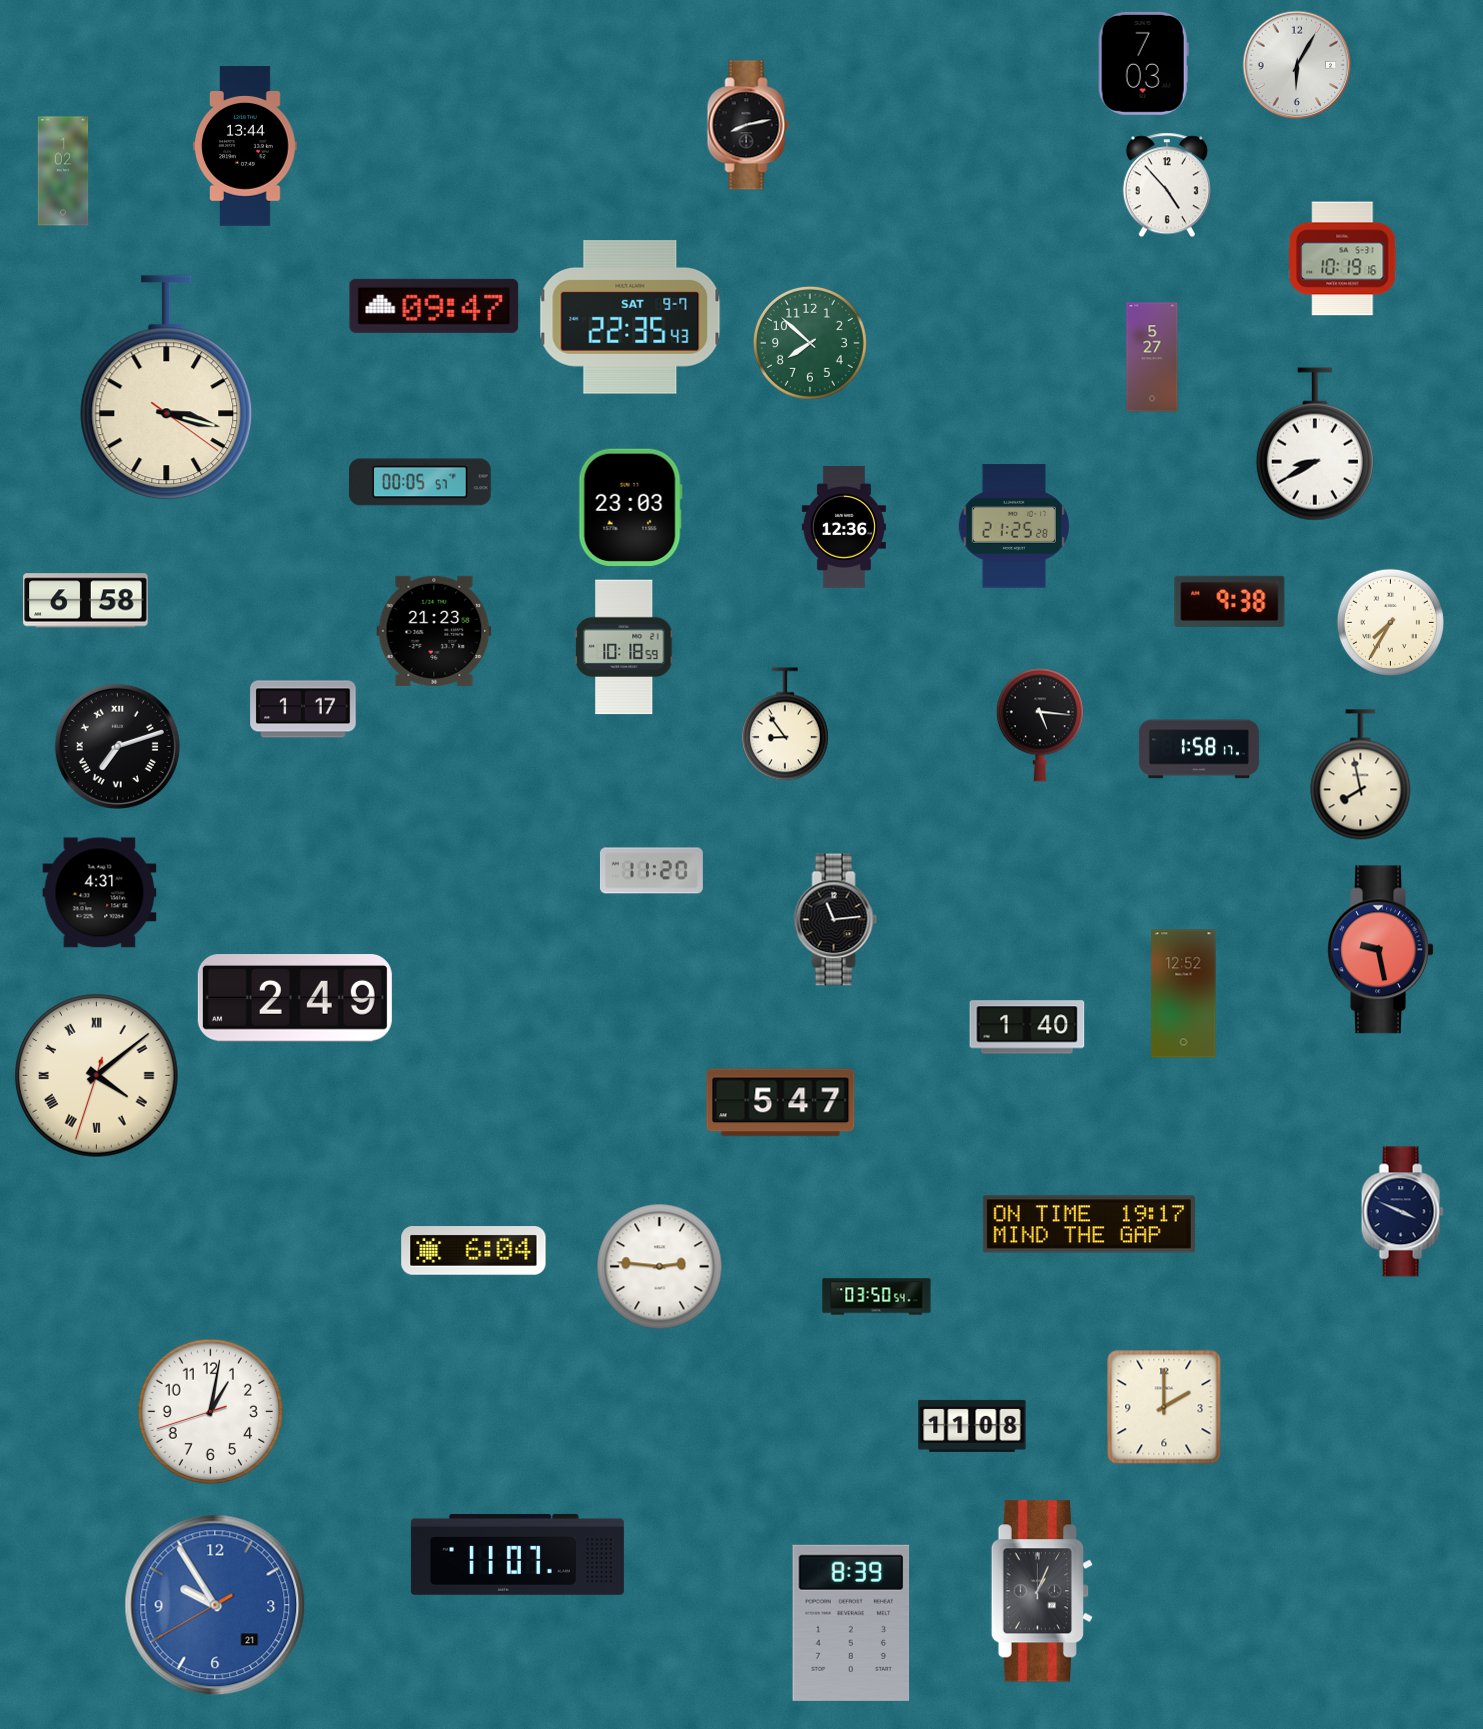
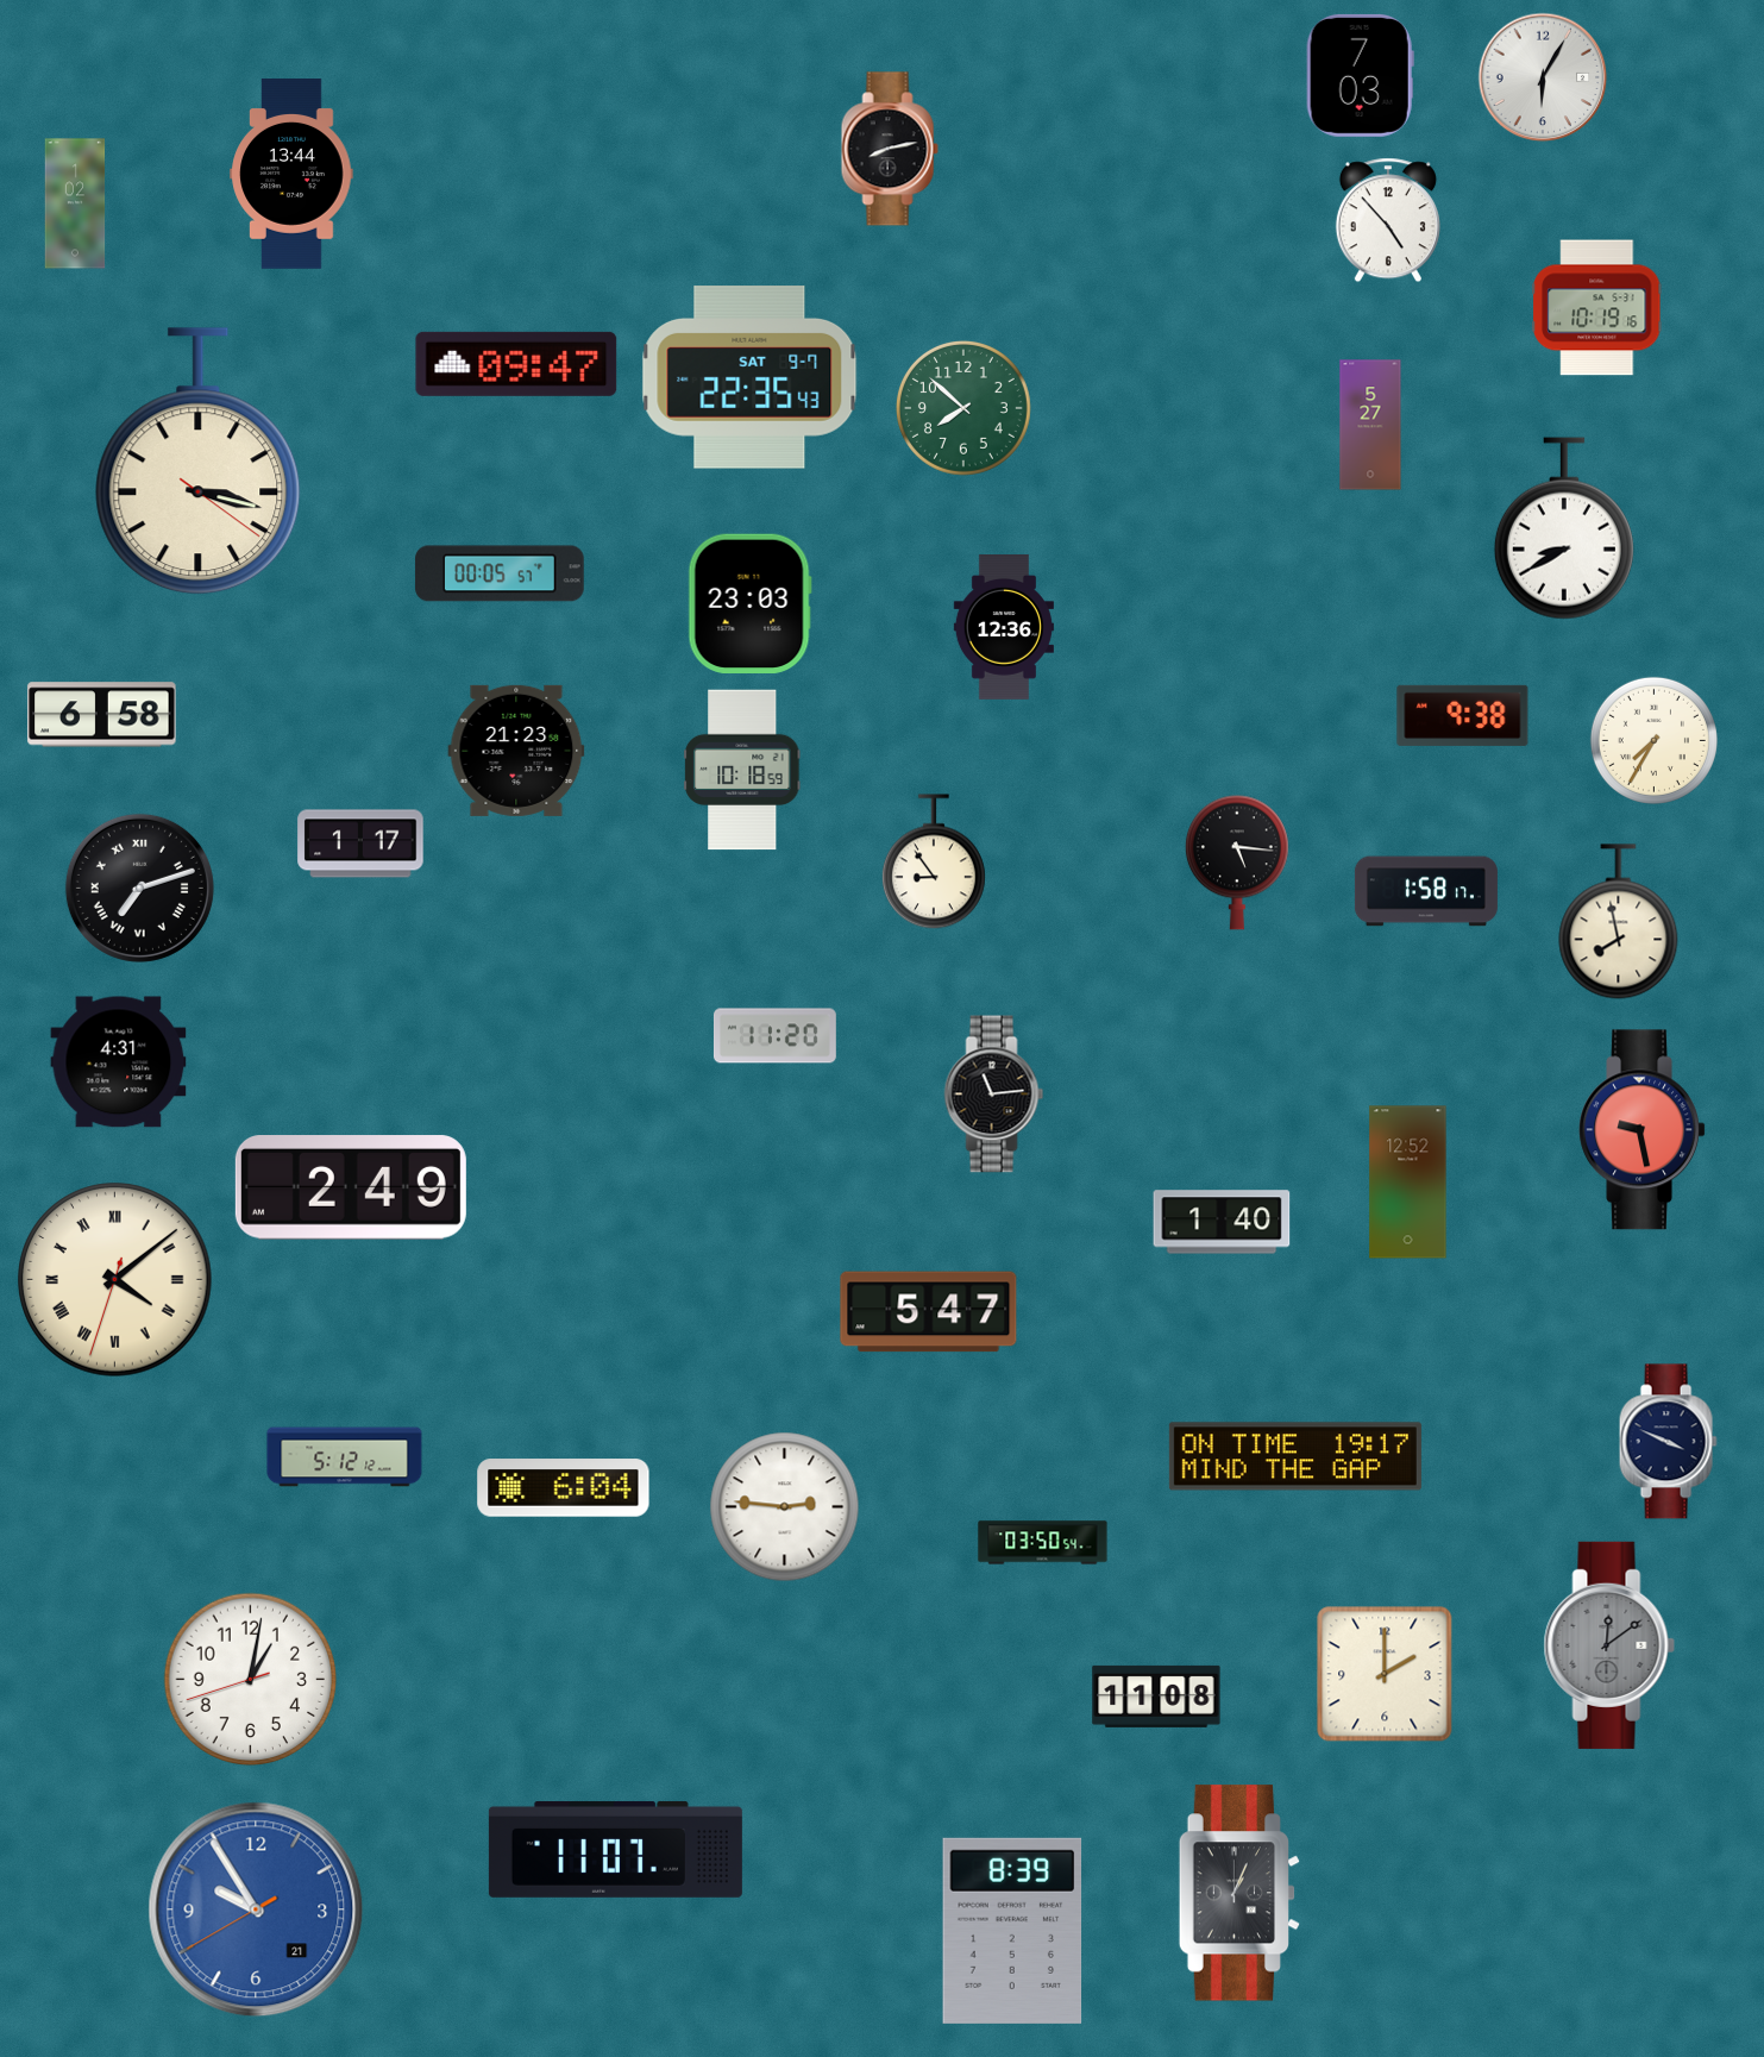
clock at (1014, 526): 21:25 -> none
clock at (345, 1457): none -> 5:12
clock at (1609, 1645): none -> 12:09
